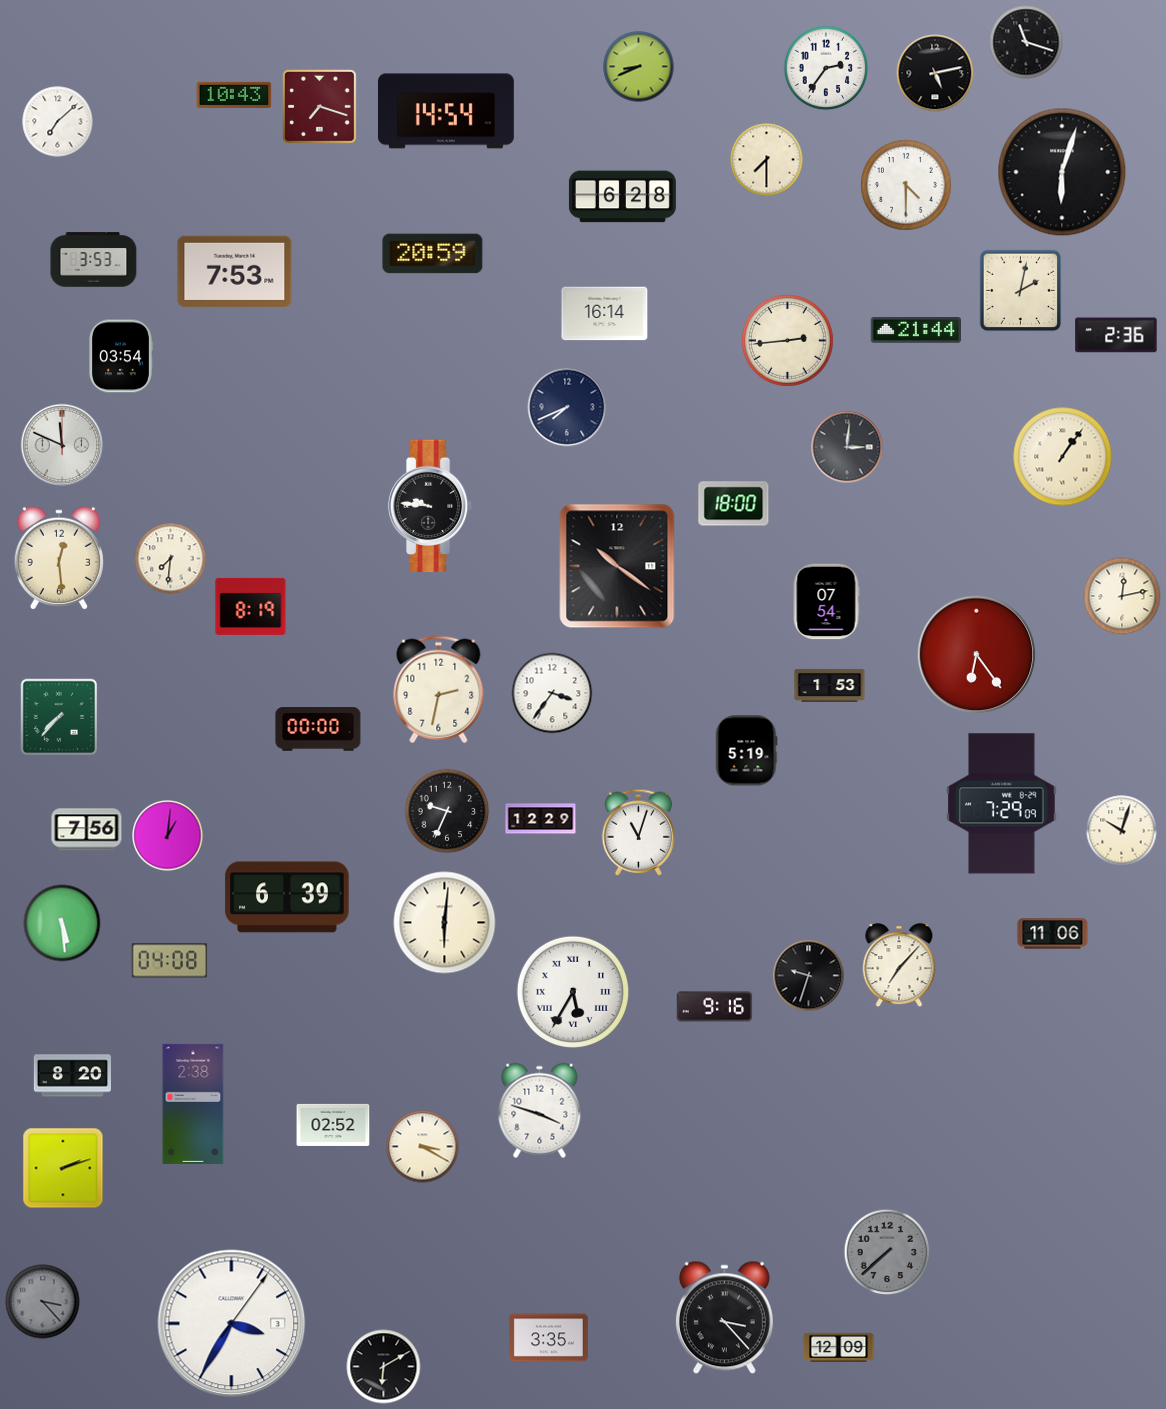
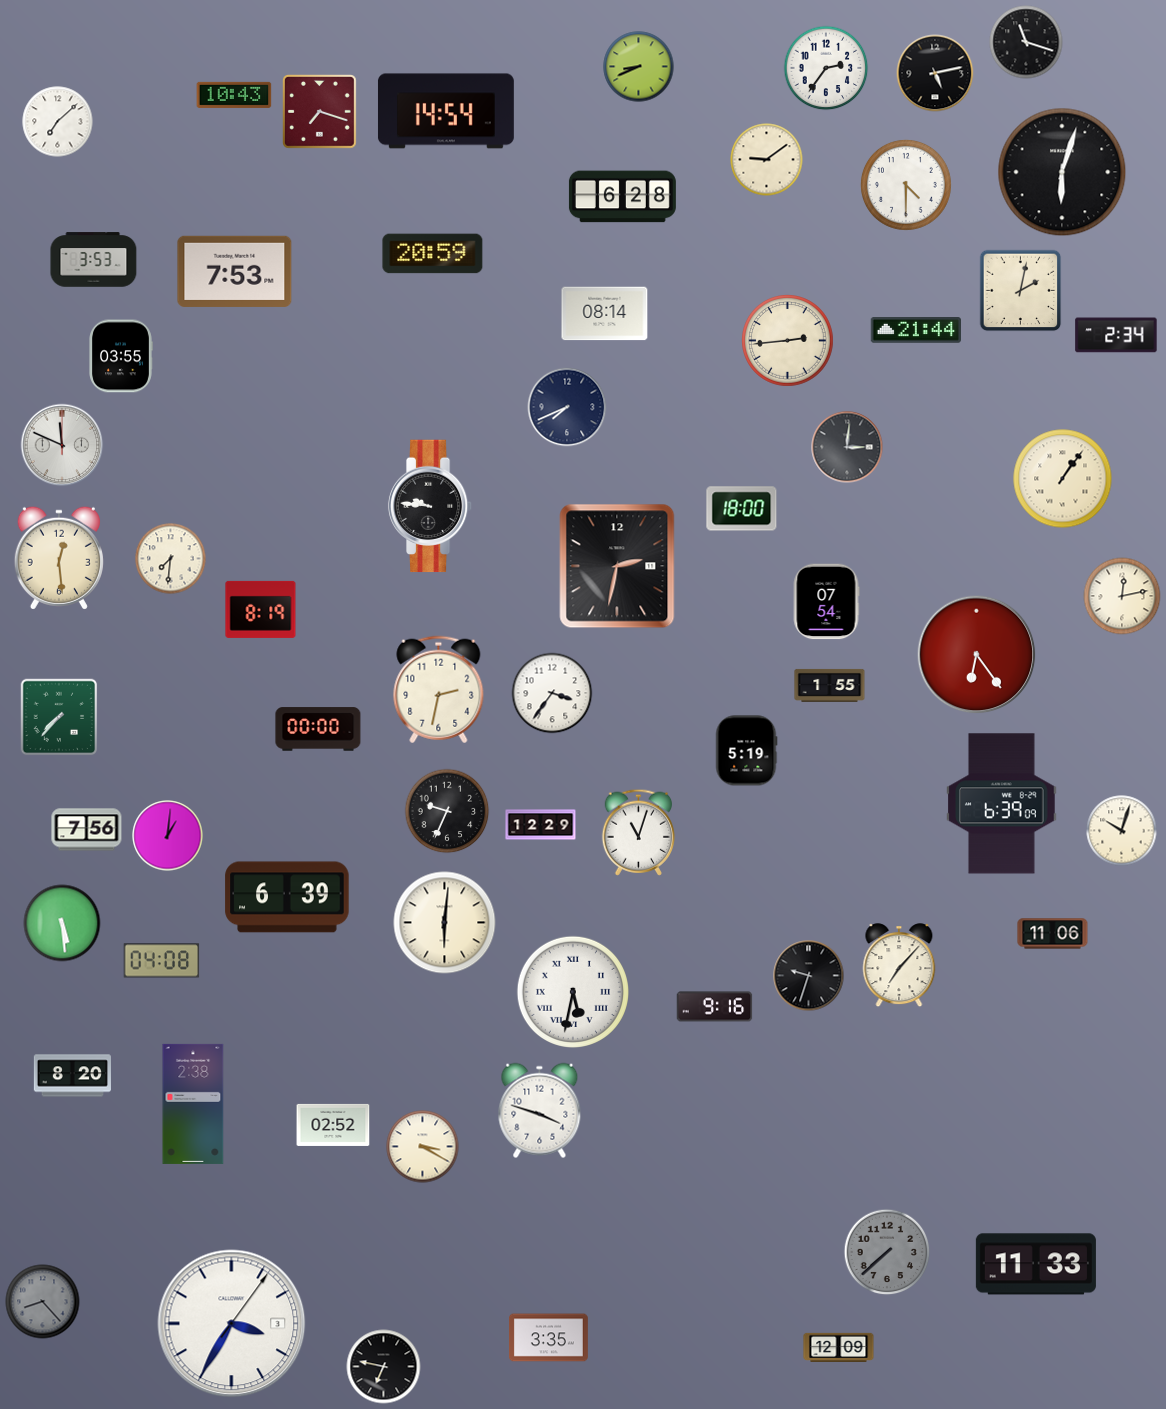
clock at (320, 107) position: (320, 107) -> (320, 112)
clock at (767, 160): 7:30 -> 9:09
clock at (605, 314): 16:14 -> 08:14
clock at (1116, 335): 2:36 -> 2:34
clock at (121, 356): 03:54 -> 03:55
clock at (1063, 457) position: (1063, 457) -> (1063, 479)
clock at (734, 504) position: (734, 504) -> (742, 509)
clock at (617, 566): 10:21 -> 2:32
clock at (251, 606) position: (251, 606) -> (261, 609)
clock at (830, 685): 1:53 -> 1:55
clock at (1002, 804): 7:29 -> 6:39
clock at (541, 819) position: (541, 819) -> (541, 825)
clock at (170, 961) position: (170, 961) -> (162, 961)
clock at (572, 991): 5:35 -> 5:32
clock at (63, 1168): 2:12 -> none
clock at (1036, 1264): none -> 11:33
clock at (43, 1302): 3:23 -> 8:23
clock at (724, 1318): 3:23 -> none
clock at (384, 1367): 6:10 -> 6:47
